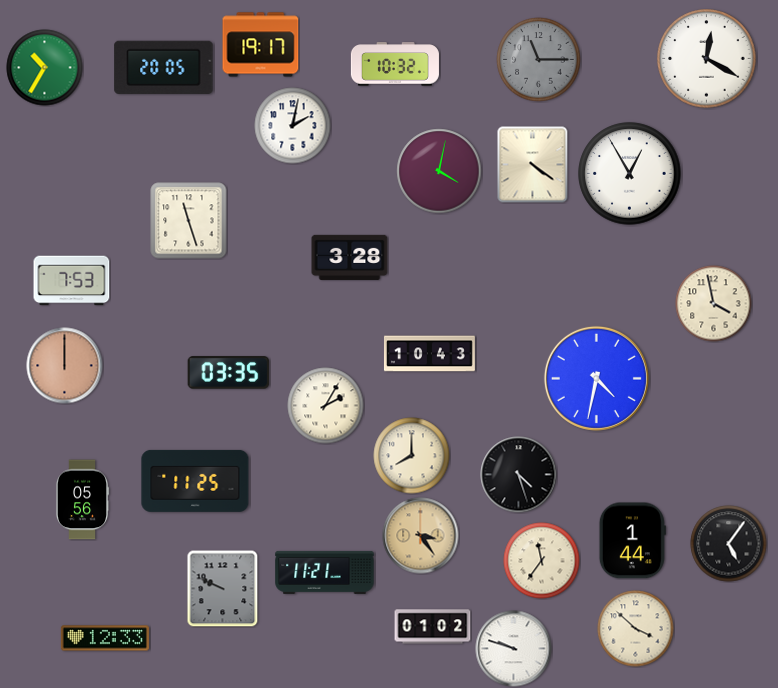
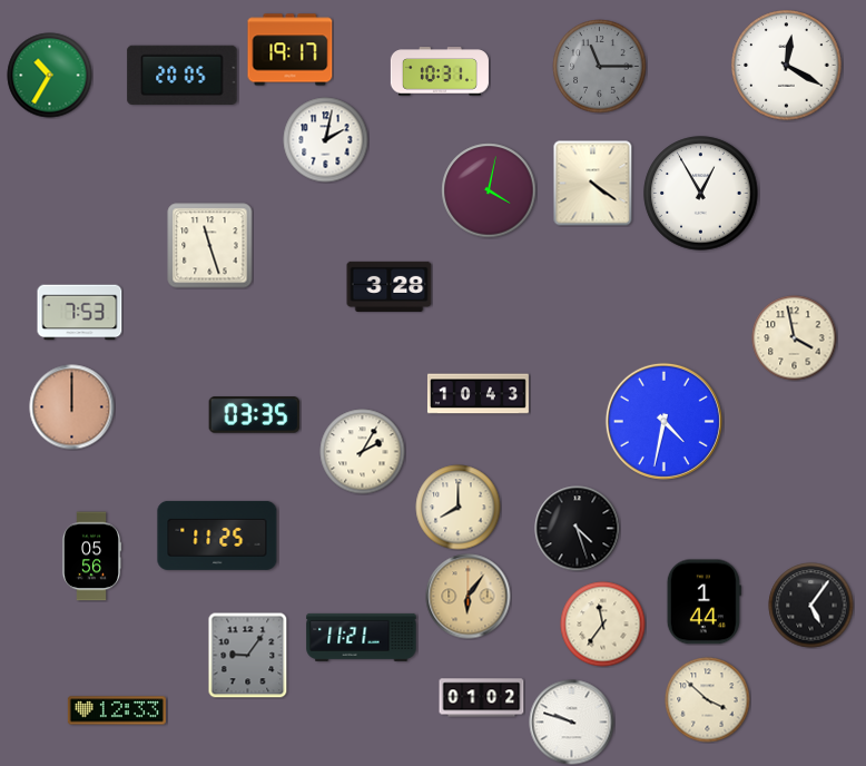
clock at (395, 64): 10:32 -> 10:31
clock at (421, 536): 3:24 -> 6:06
clock at (223, 588): 9:49 -> 9:06
